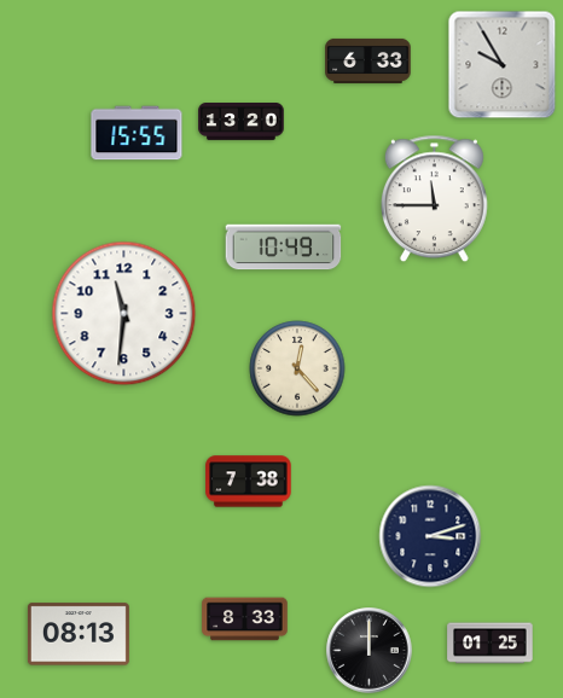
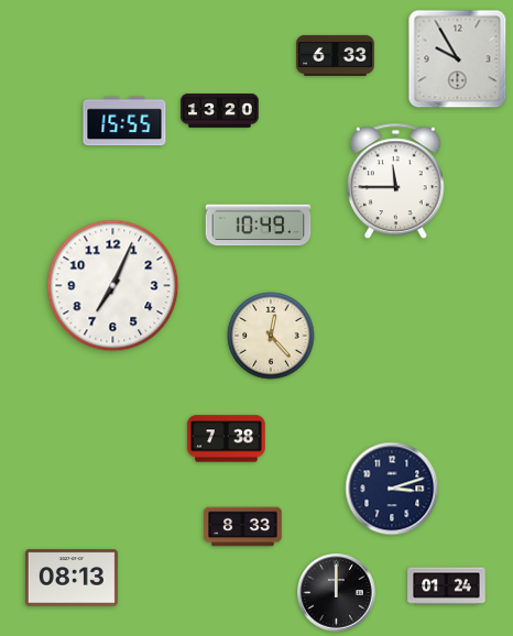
clock at (124, 314): 11:31 -> 7:04
clock at (245, 620) position: (245, 620) -> (243, 527)
clock at (491, 644): 01:25 -> 01:24
